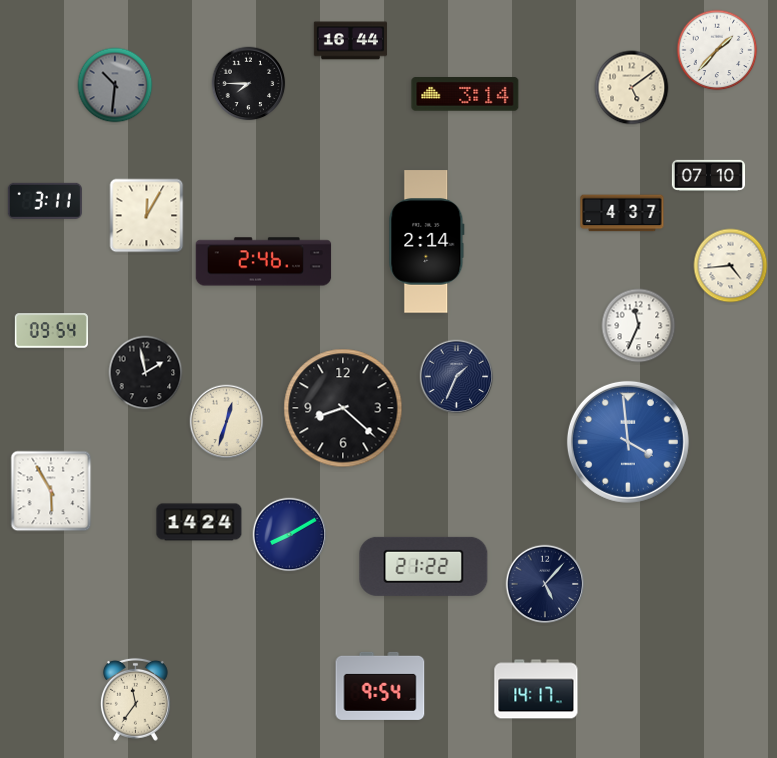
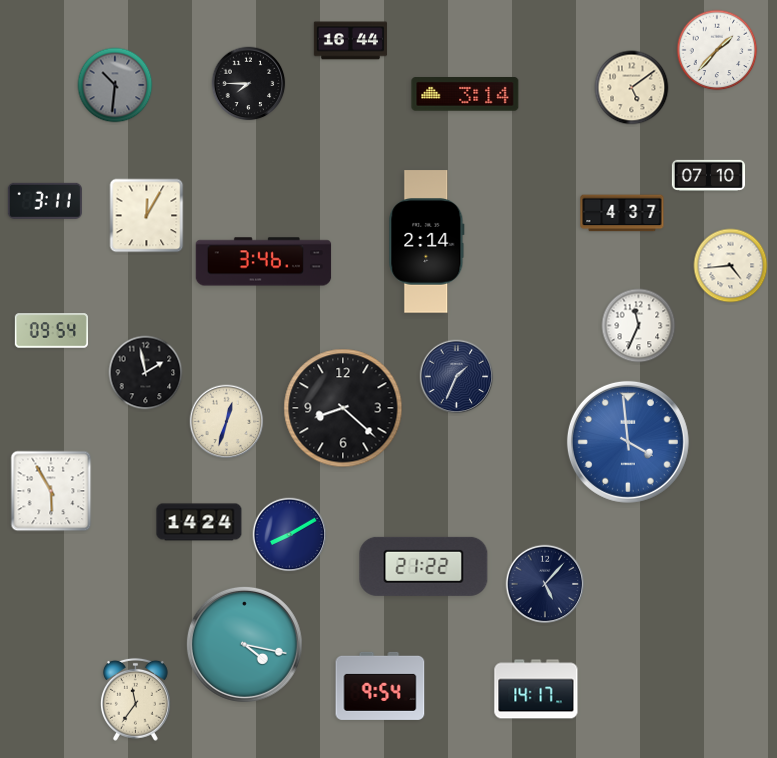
clock at (264, 262): 2:46 -> 3:46
clock at (244, 644): none -> 4:17
